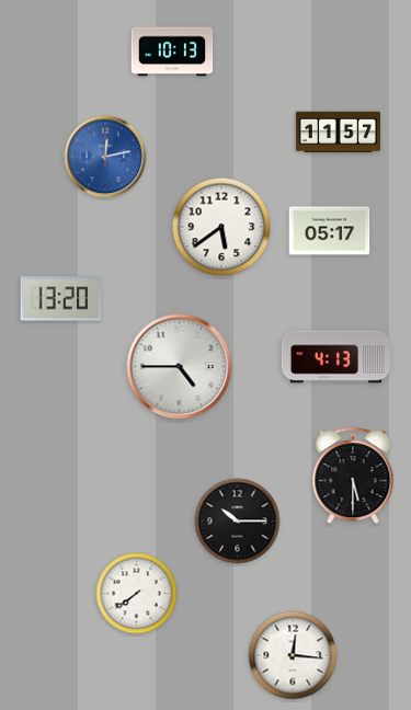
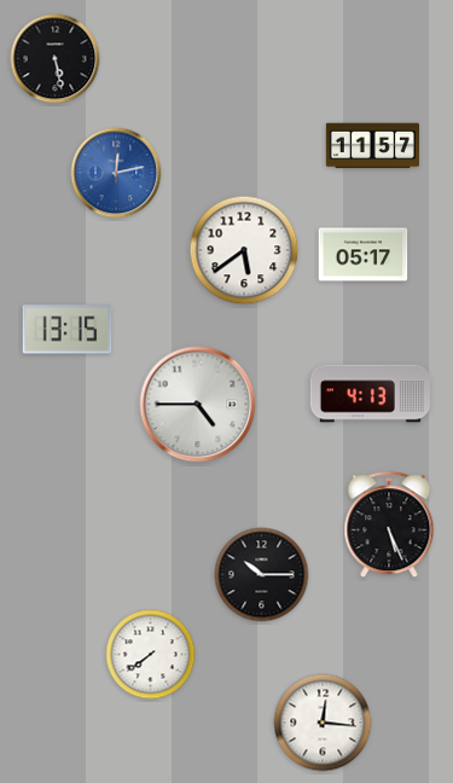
clock at (172, 51): 10:13 -> none
clock at (56, 59): none -> 5:28
clock at (61, 299): 13:20 -> 13:15
clock at (353, 477): 5:30 -> 5:26
